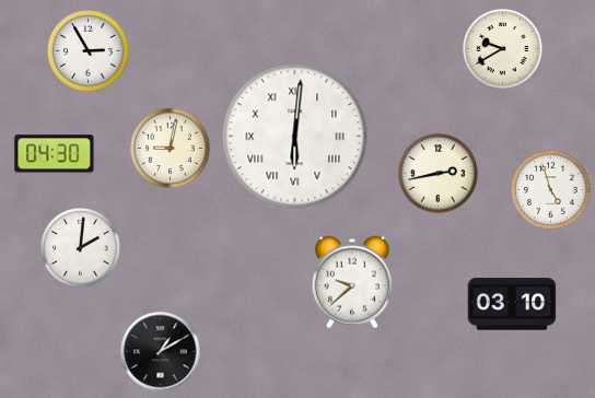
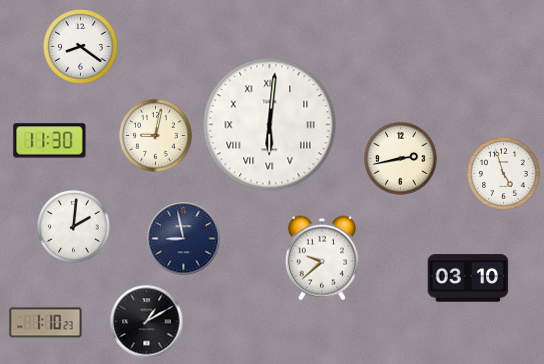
clock at (503, 49): 9:40 -> none
clock at (89, 51): 2:55 -> 8:21
clock at (55, 154): 04:30 -> 11:30
clock at (184, 239): none -> 8:58
clock at (46, 323): none -> 1:10
